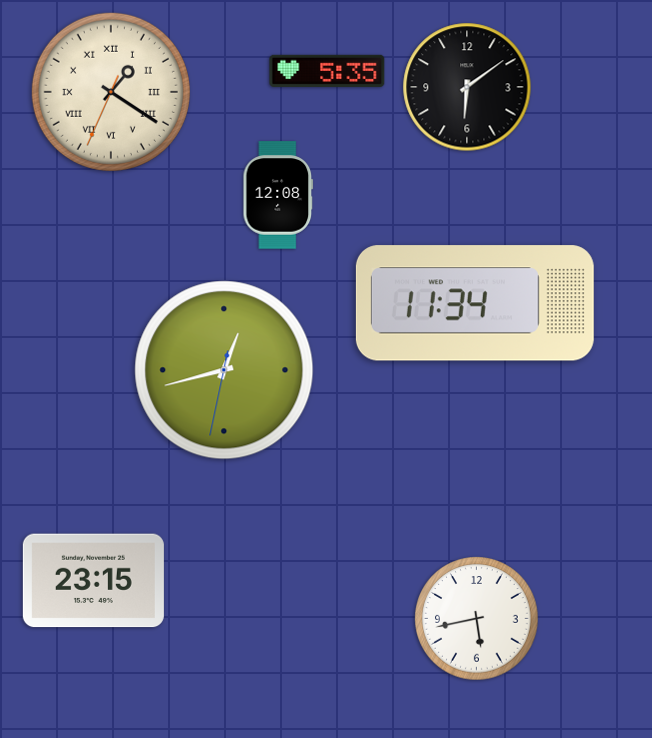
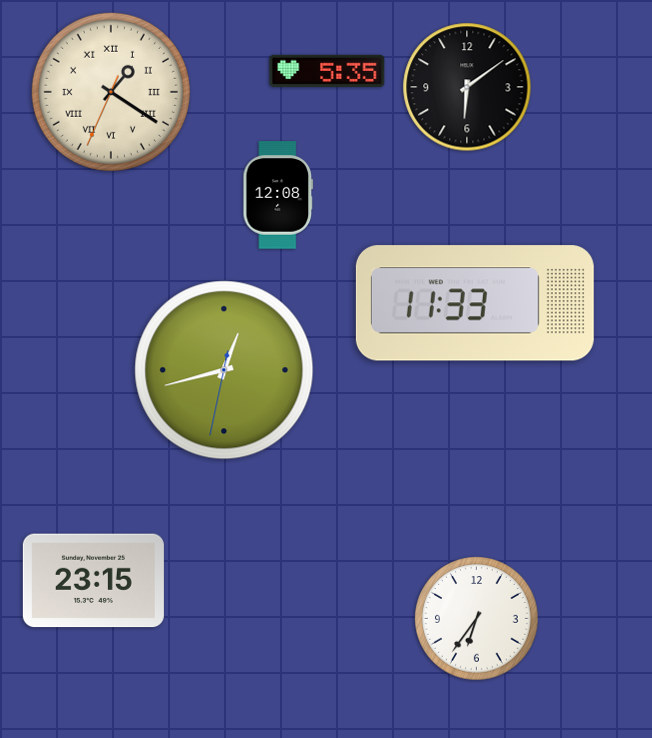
clock at (475, 303): 11:34 -> 11:33
clock at (477, 619): 5:43 -> 6:36
